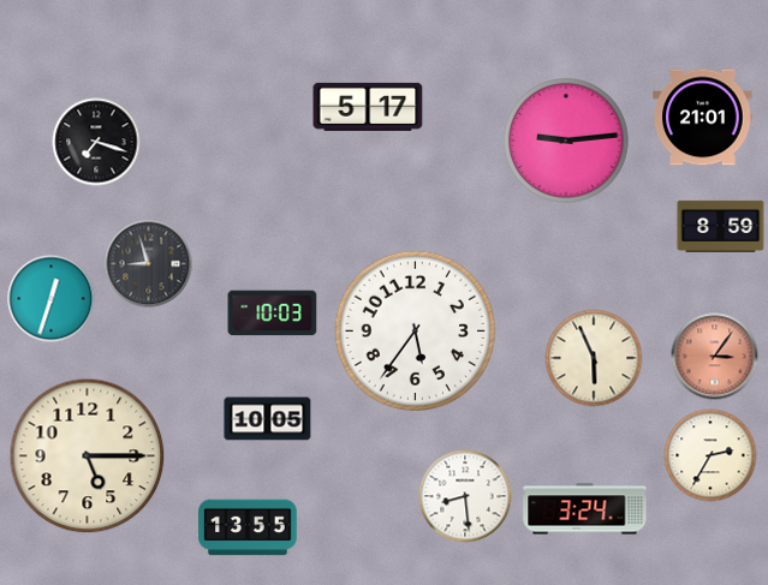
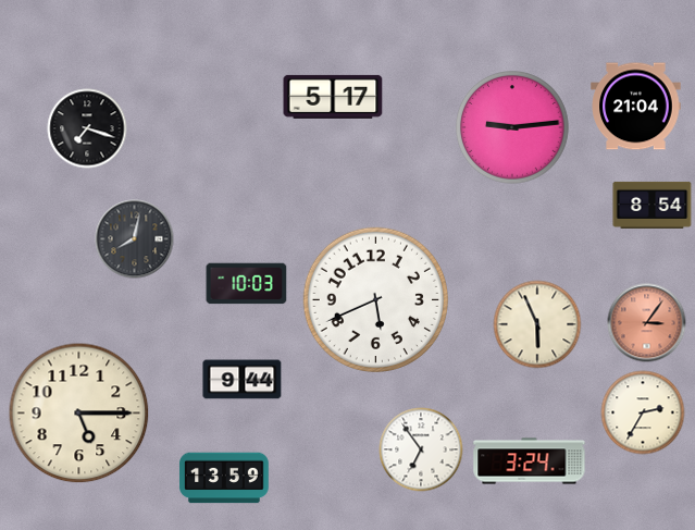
clock at (703, 118): 21:01 -> 21:04
clock at (721, 226): 8:59 -> 8:54
clock at (149, 264): 8:57 -> 8:02
clock at (52, 299): 12:33 -> none
clock at (415, 330): 5:36 -> 5:41
clock at (268, 419): 10:05 -> 9:44
clock at (465, 496): 8:29 -> 6:54
clock at (248, 527): 13:55 -> 13:59
